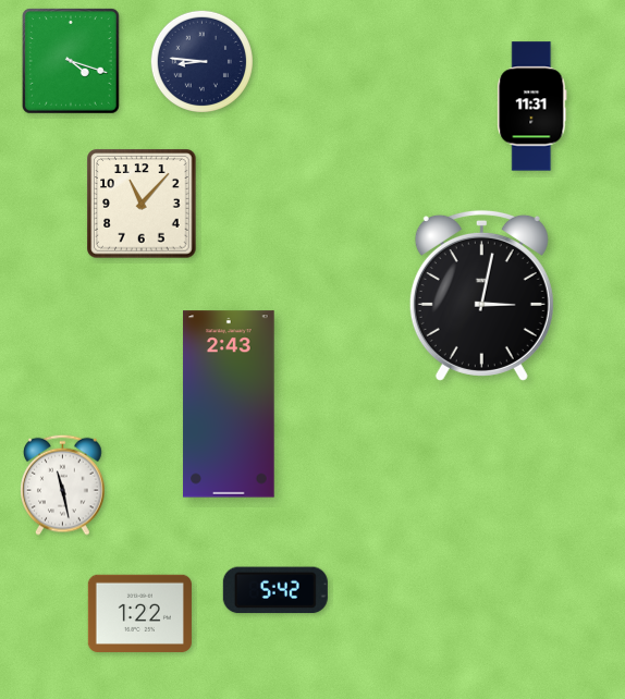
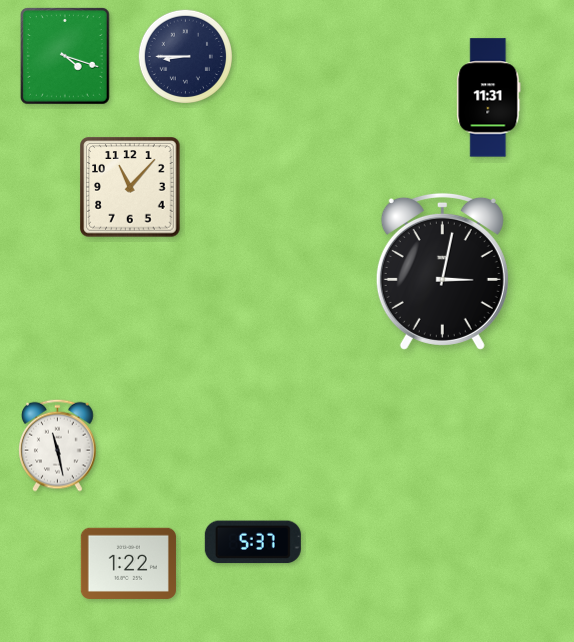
clock at (201, 61): 8:46 -> 8:45
clock at (229, 404): 2:43 -> none
clock at (275, 590): 5:42 -> 5:37
